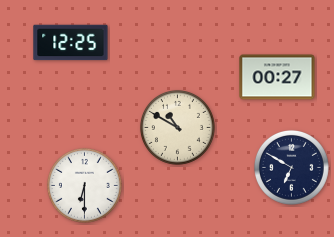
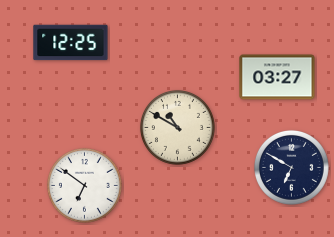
clock at (277, 77): 00:27 -> 03:27
clock at (84, 185): 6:30 -> 6:51
